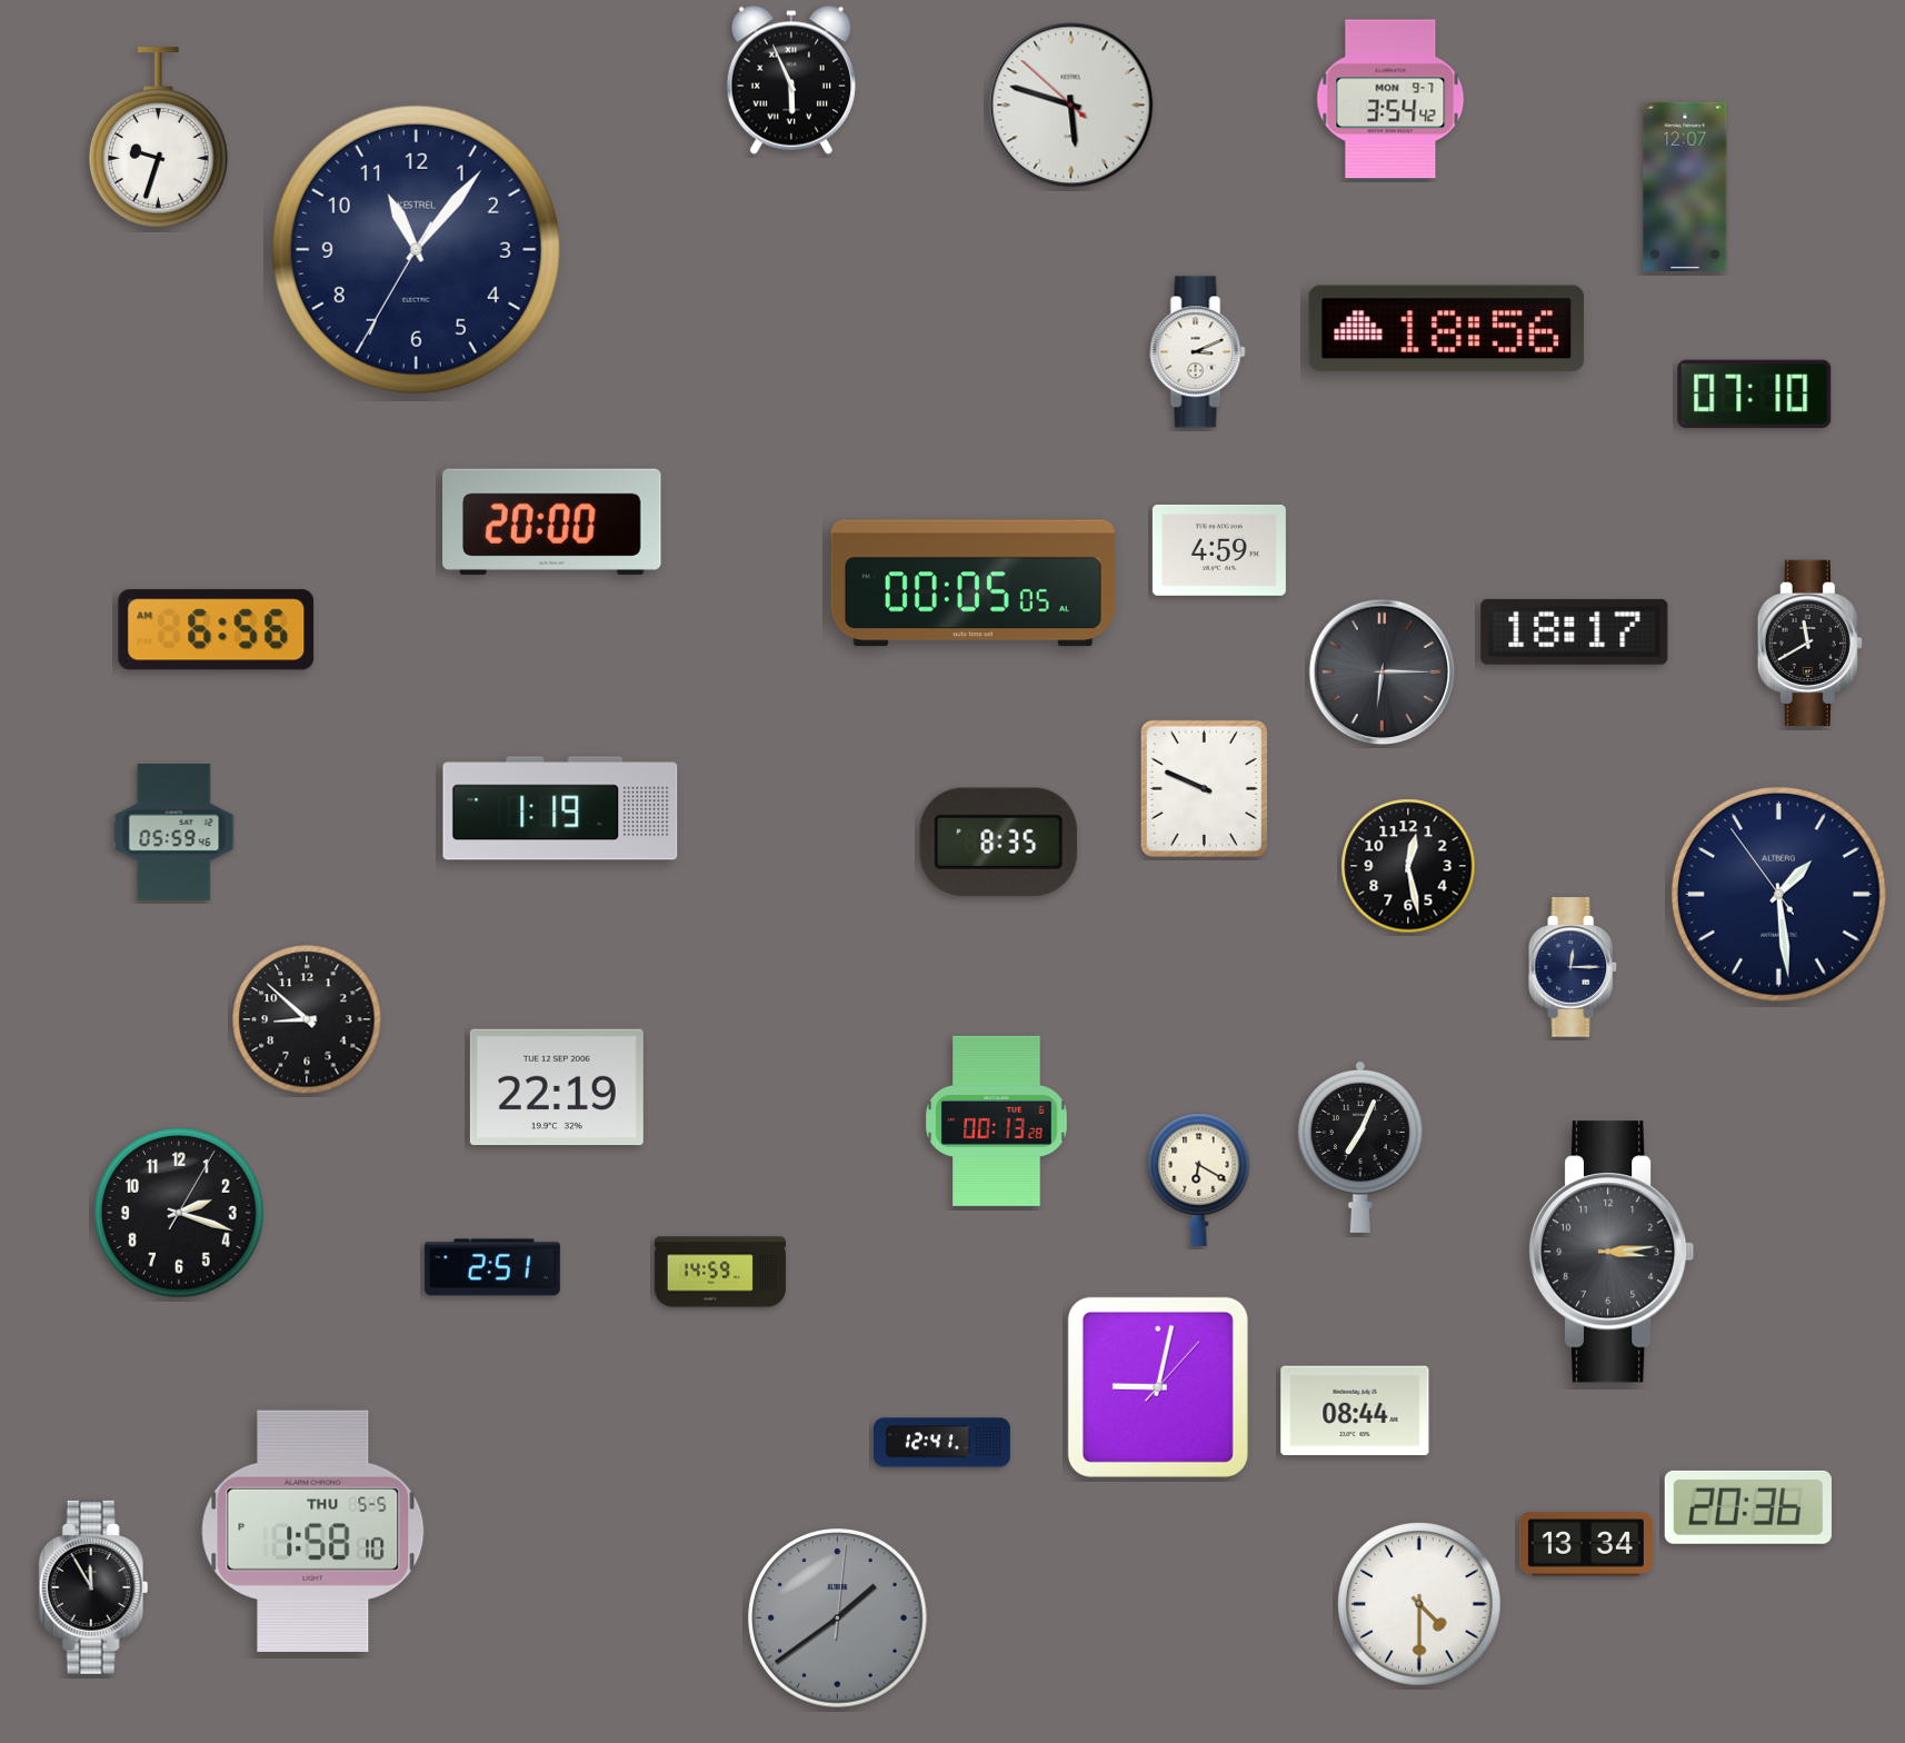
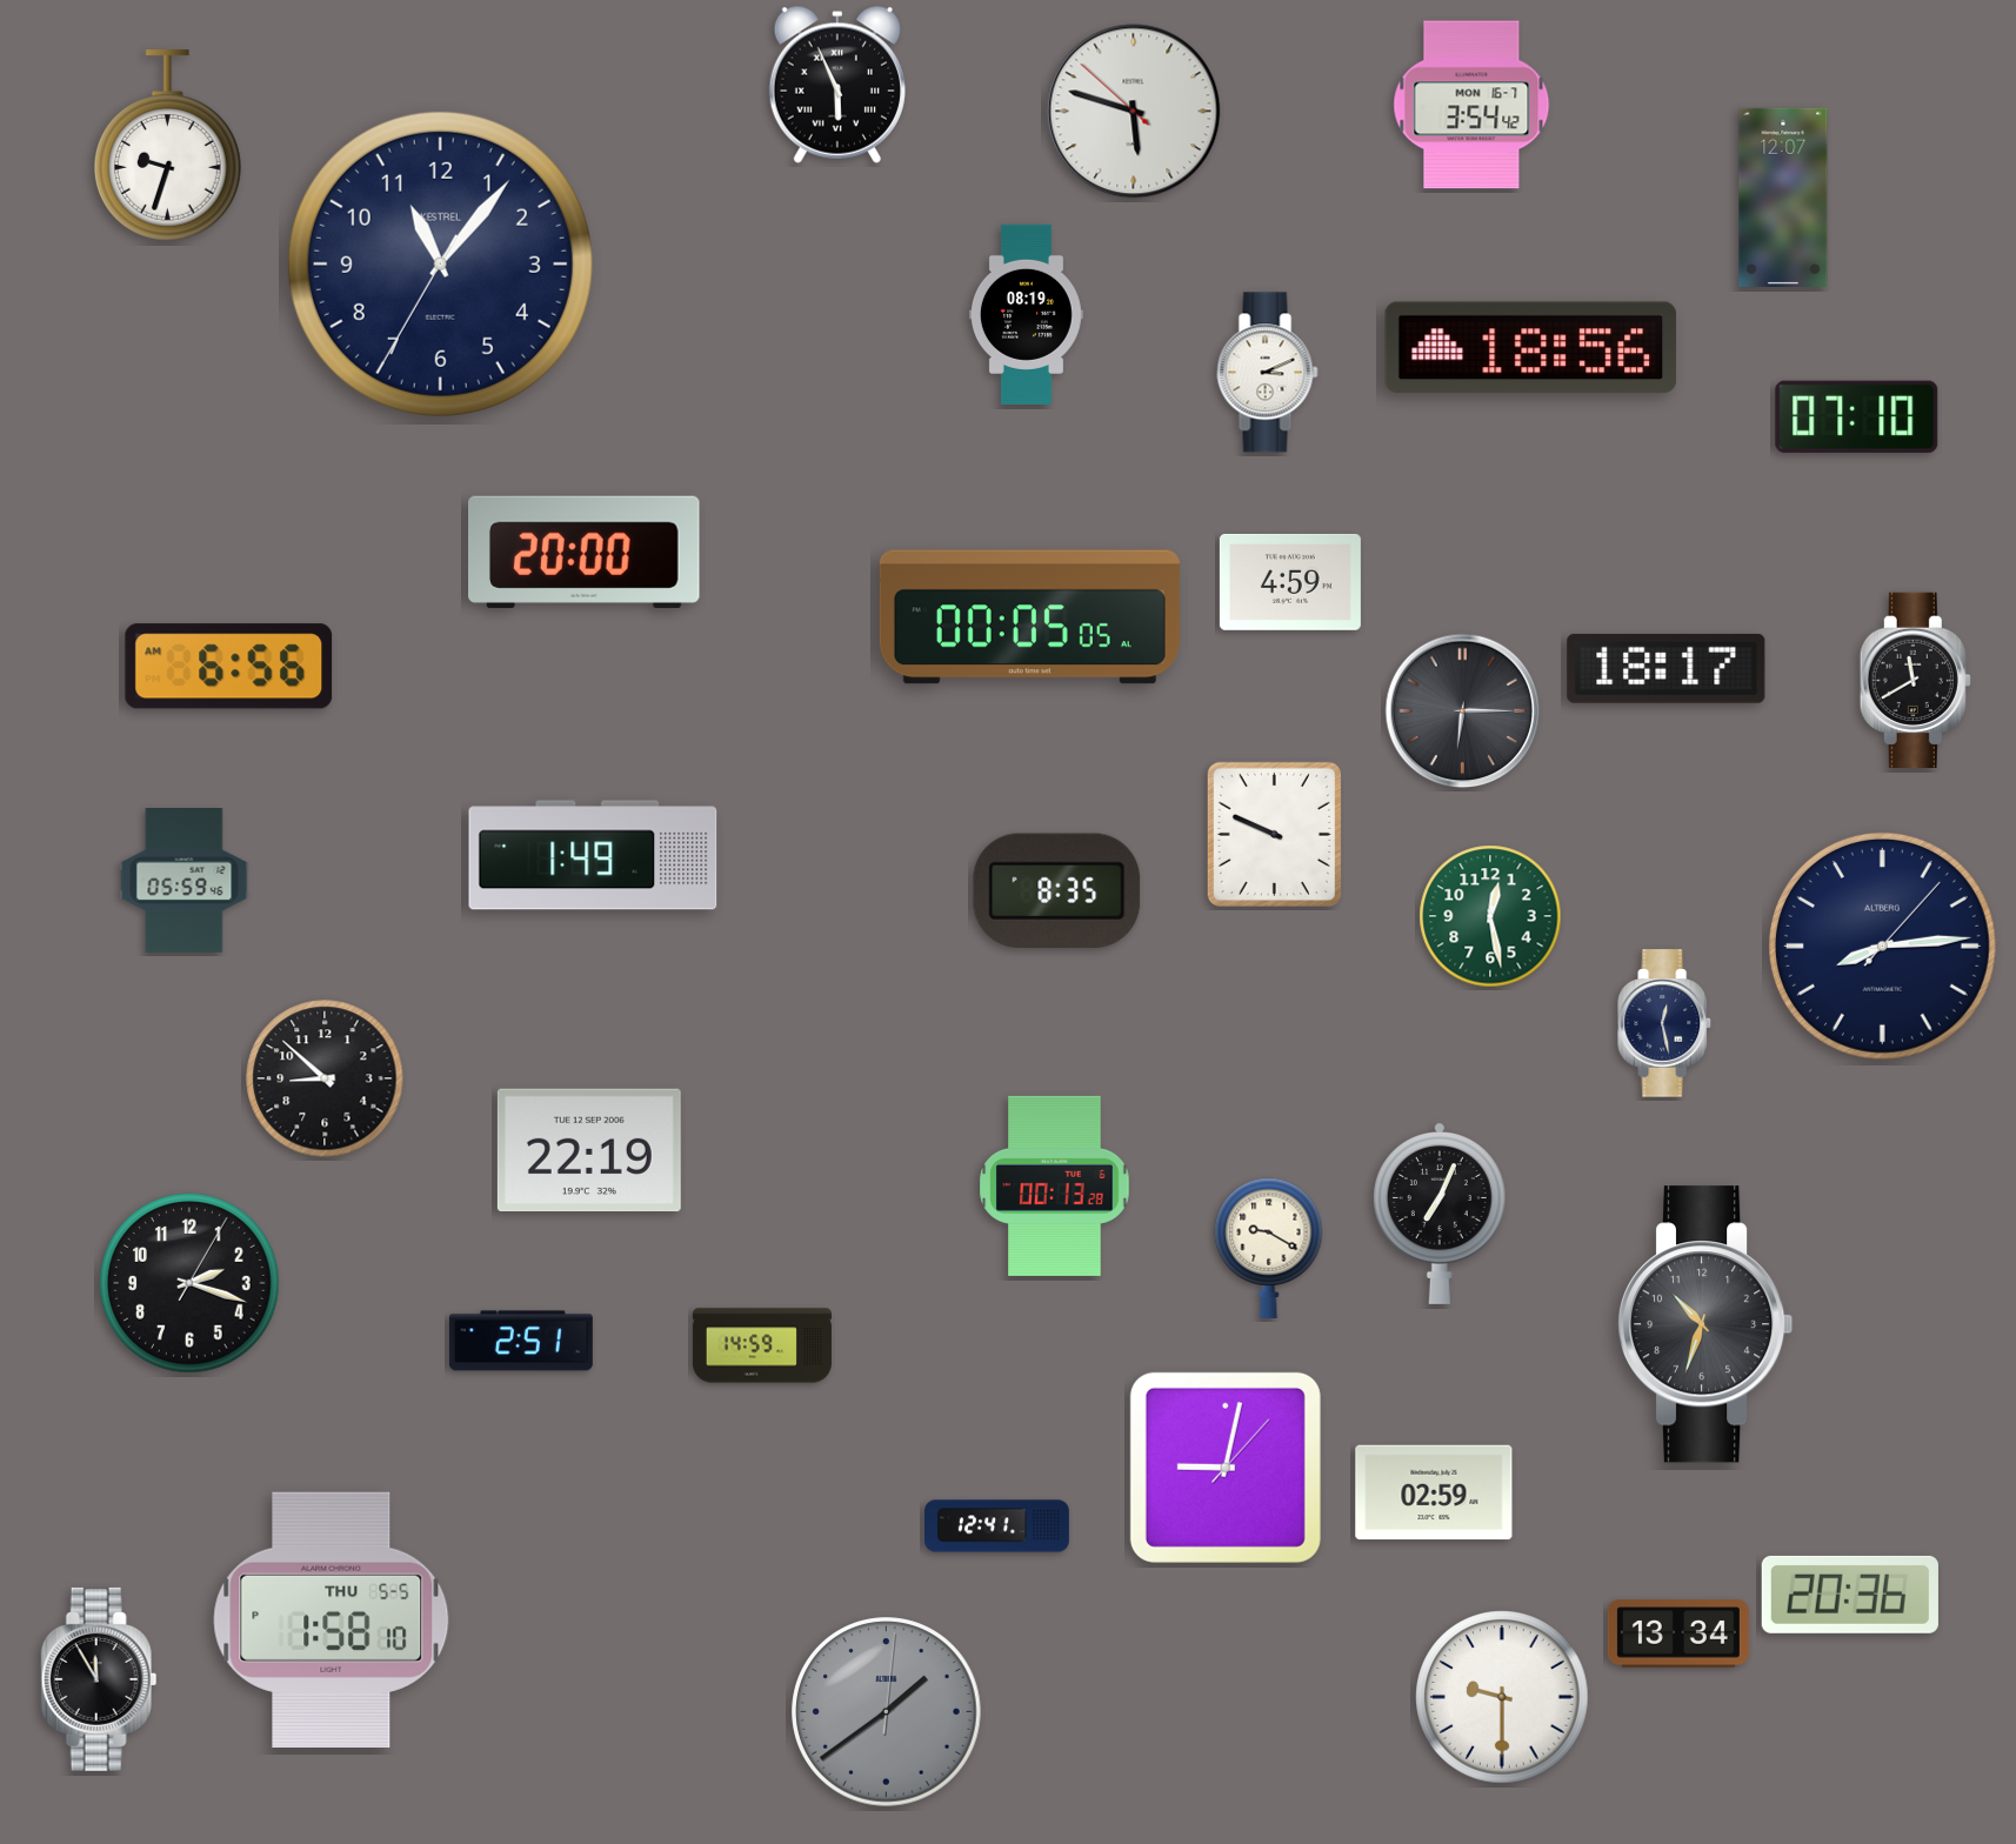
clock at (1390, 99) date: MON 9-7 -> MON 16-7
clock at (1026, 314): none -> 08:19
clock at (560, 808): 1:19 -> 1:49
clock at (1408, 866) dial: black -> green
clock at (1778, 894): 1:28 -> 8:14
clock at (1574, 967): 12:15 -> 12:28
clock at (1199, 1179): 6:20 -> 9:20
clock at (1612, 1252): 3:14 -> 10:33
clock at (1355, 1411): 08:44 -> 02:59
clock at (1419, 1604): 4:30 -> 9:30
